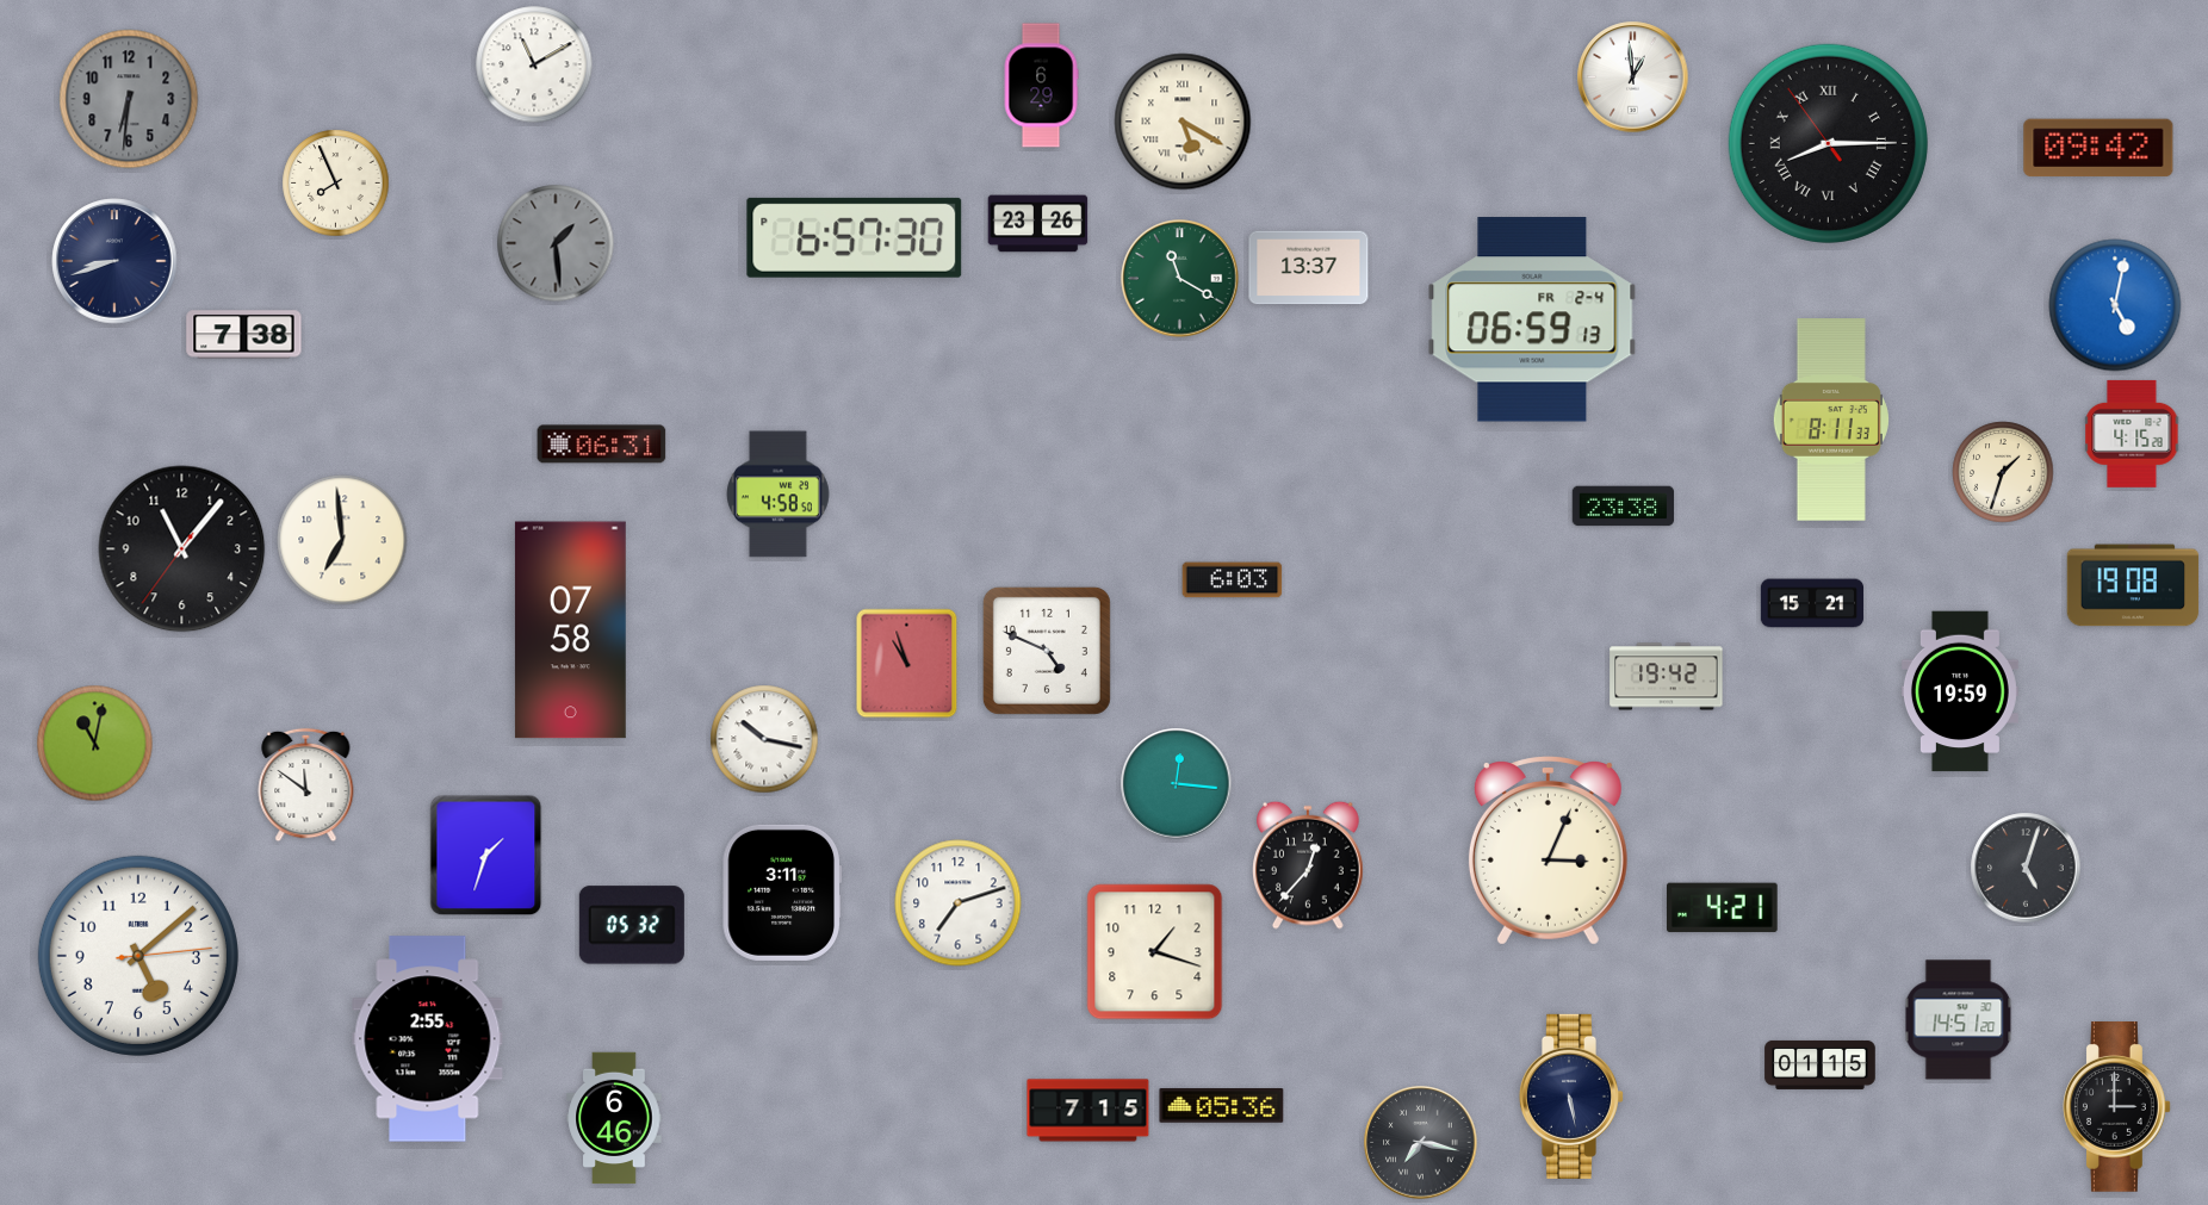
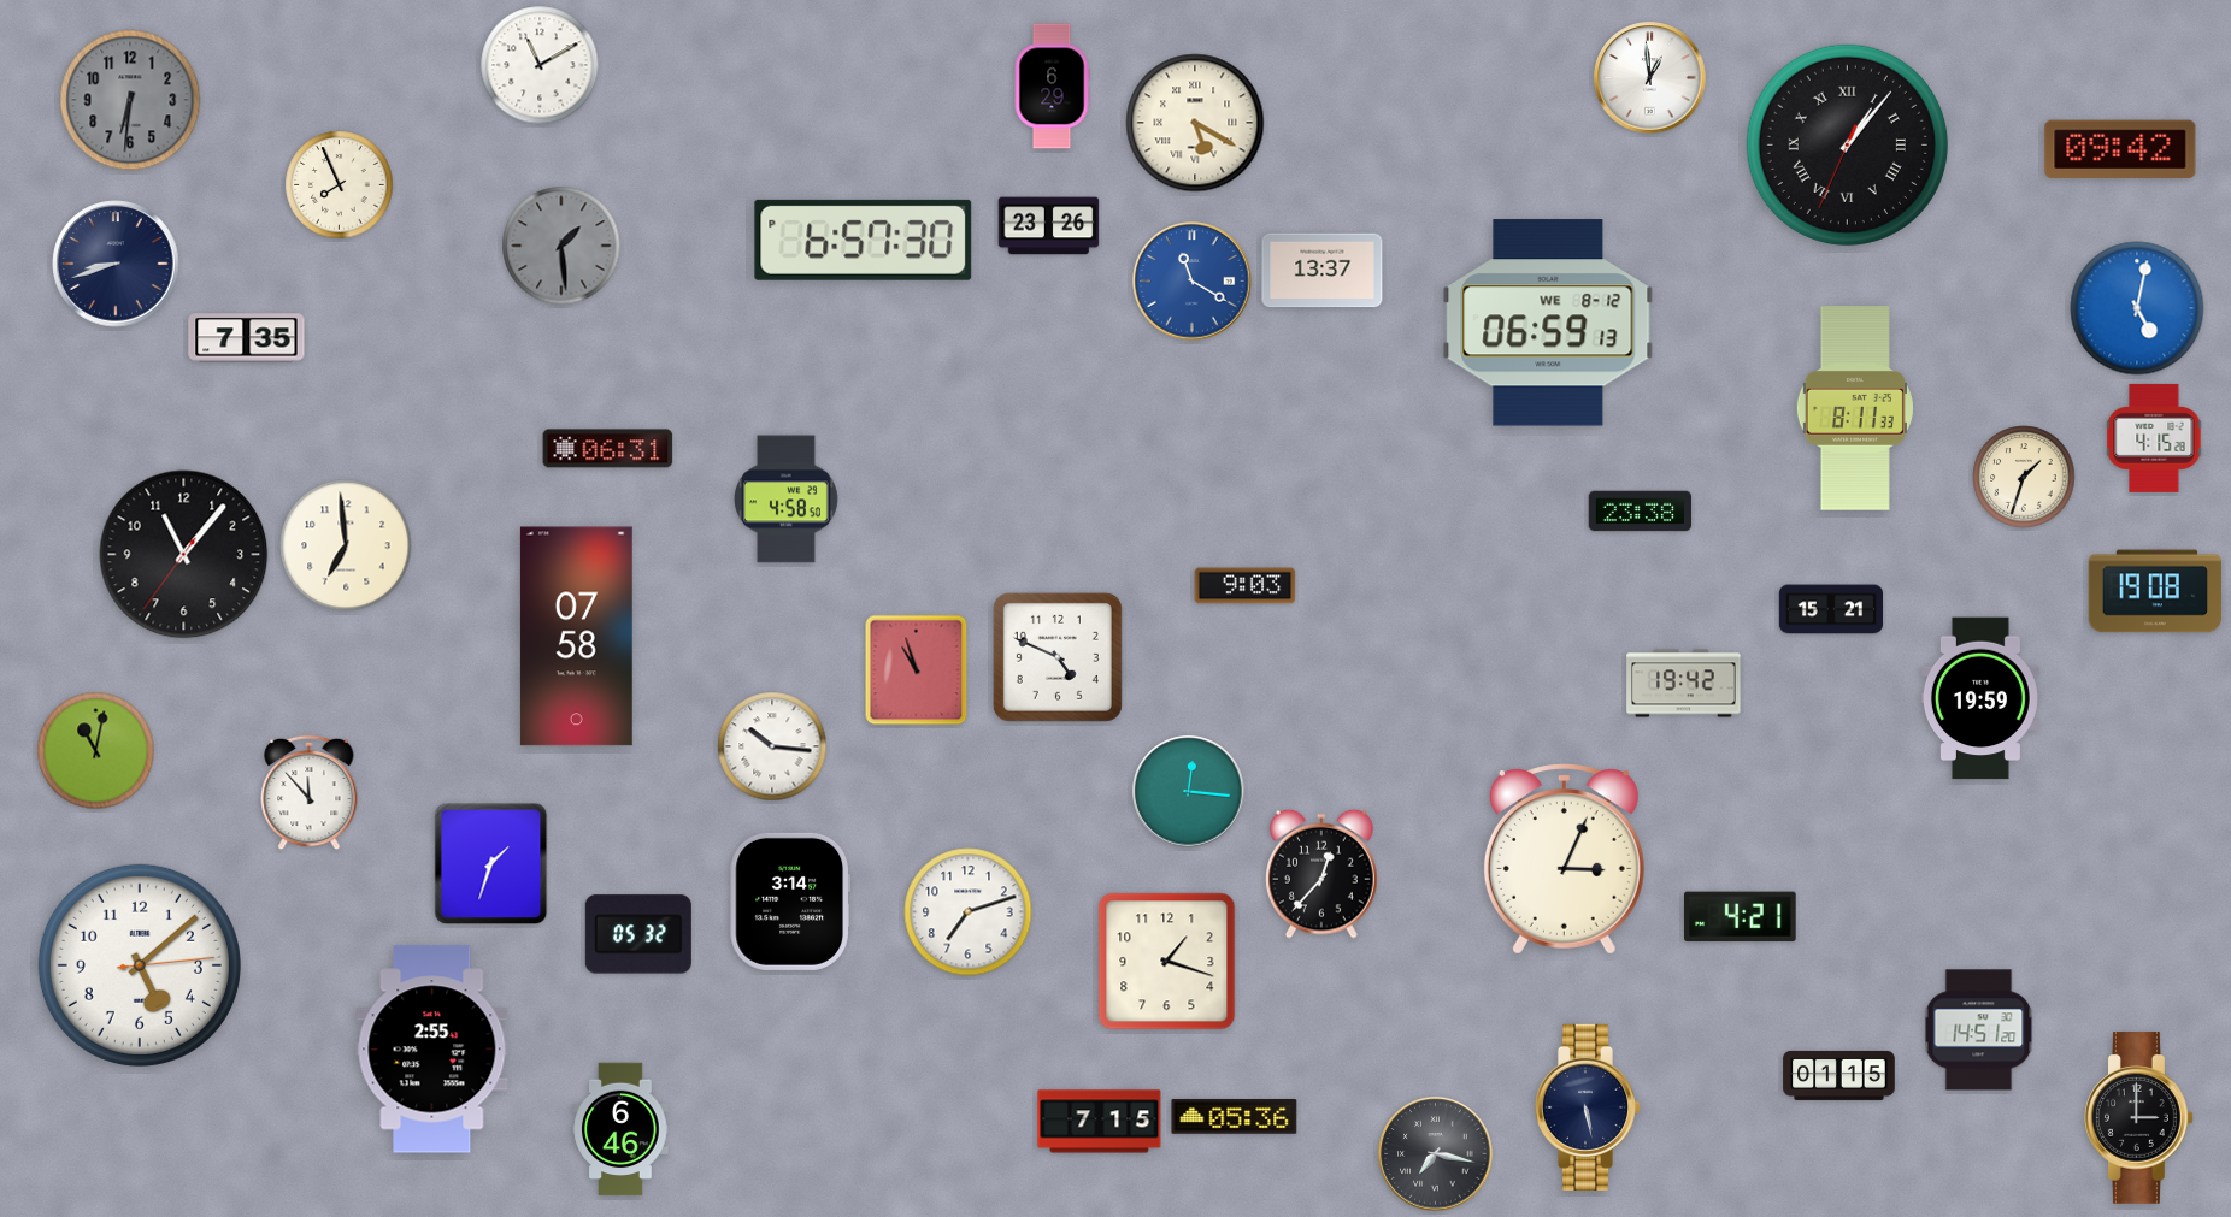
clock at (1828, 143): 8:14 -> 1:06
clock at (1180, 279) dial: green -> blue
clock at (1532, 319) date: FR 2-4 -> WE 8-12
clock at (244, 335): 7:38 -> 7:35
clock at (1831, 420) position: (1831, 420) -> (1855, 408)
clock at (1233, 580): 6:03 -> 9:03
clock at (764, 739): 10:17 -> 10:16
clock at (306, 785): 11:51 -> 11:53
clock at (2026, 868): 5:03 -> none
clock at (781, 893): 3:11 -> 3:14
